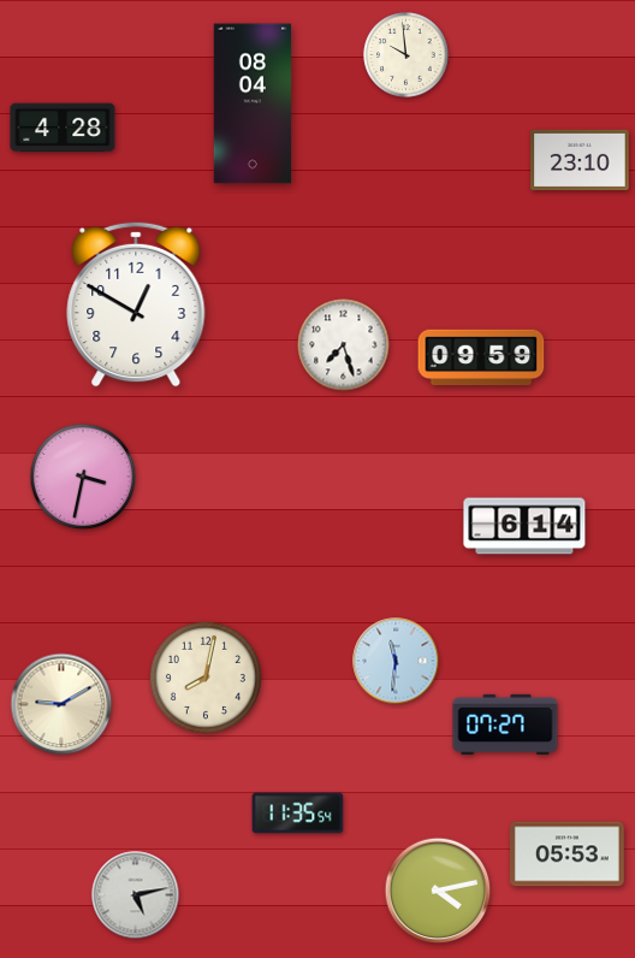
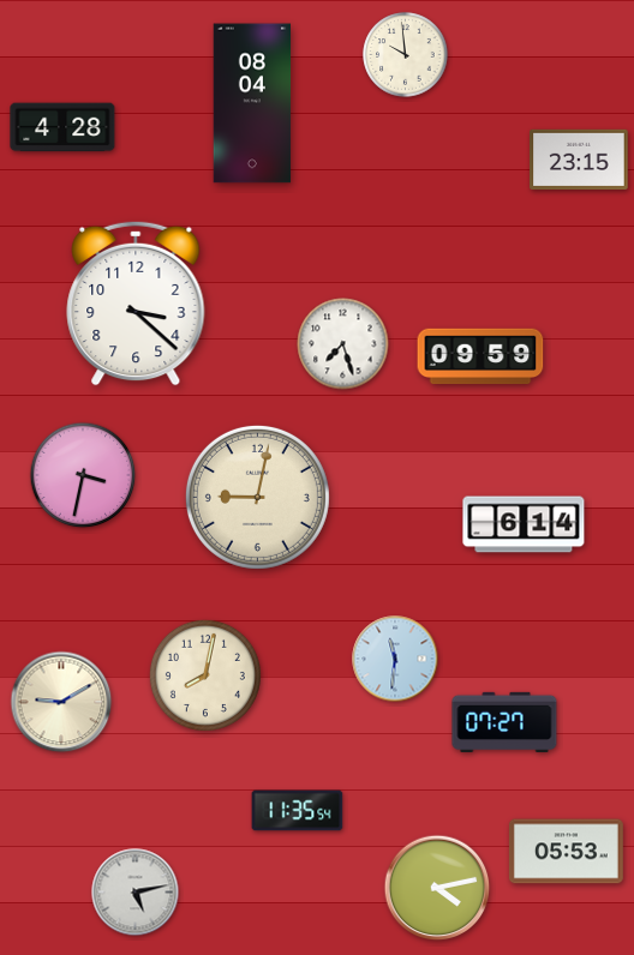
clock at (580, 160): 23:10 -> 23:15
clock at (136, 304): 12:50 -> 3:22
clock at (257, 497): none -> 9:02
